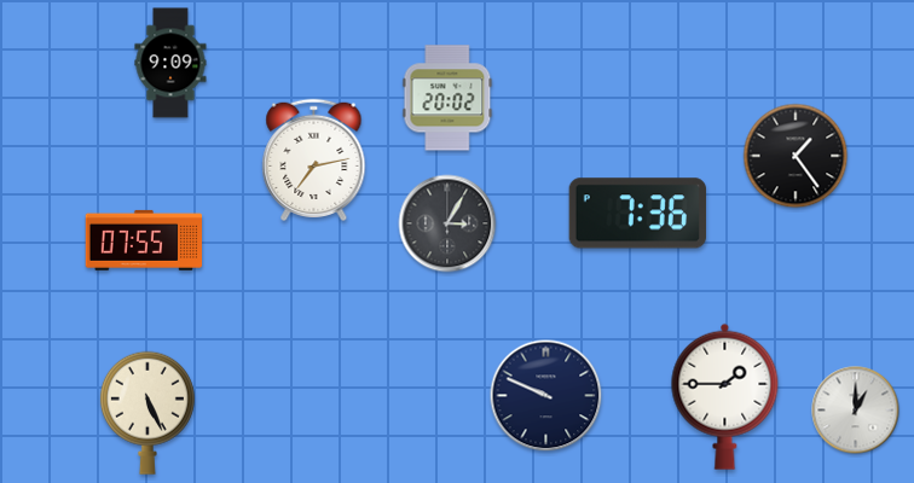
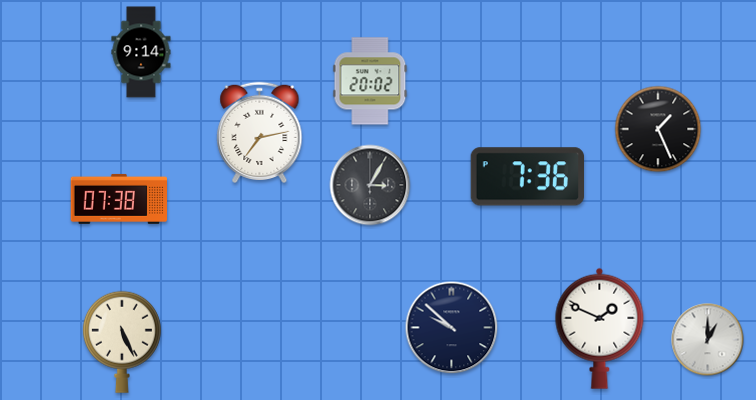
clock at (170, 63): 9:09 -> 9:14
clock at (796, 156): 1:24 -> 1:26
clock at (144, 240): 07:55 -> 07:38
clock at (546, 396): 9:49 -> 9:52
clock at (725, 396): 1:45 -> 1:49
